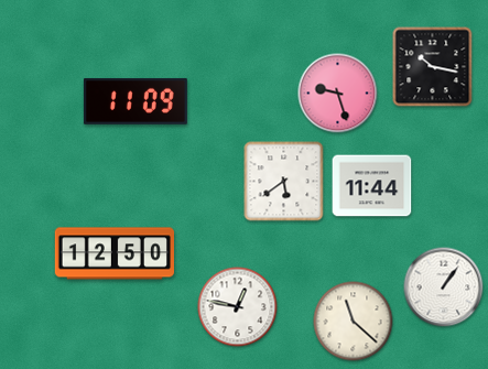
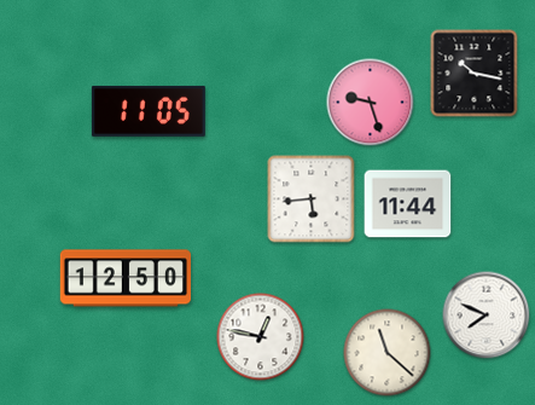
clock at (135, 101): 11:09 -> 11:05
clock at (284, 182): 5:39 -> 5:44
clock at (444, 287): 1:06 -> 7:49
